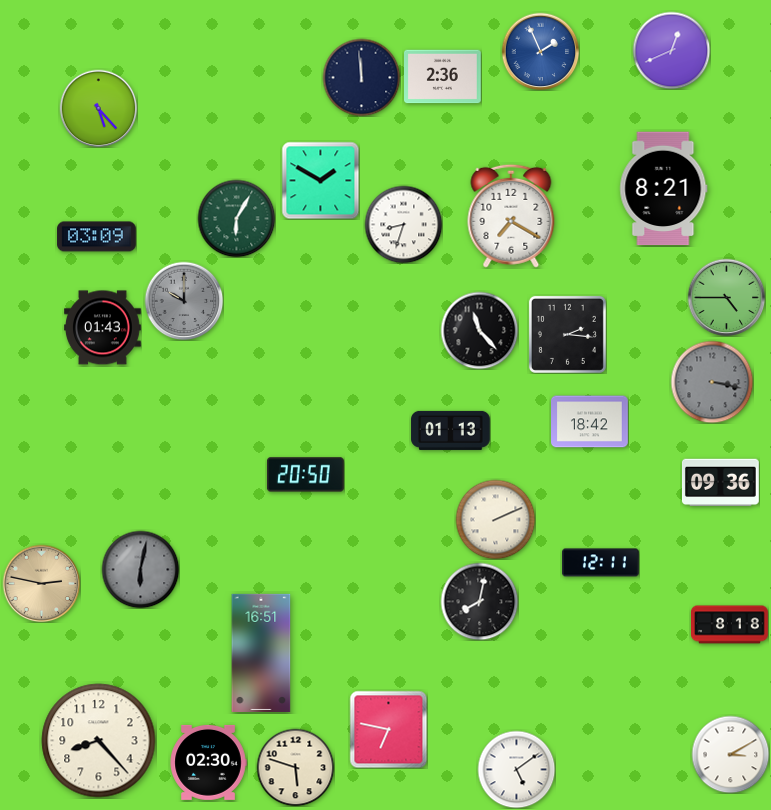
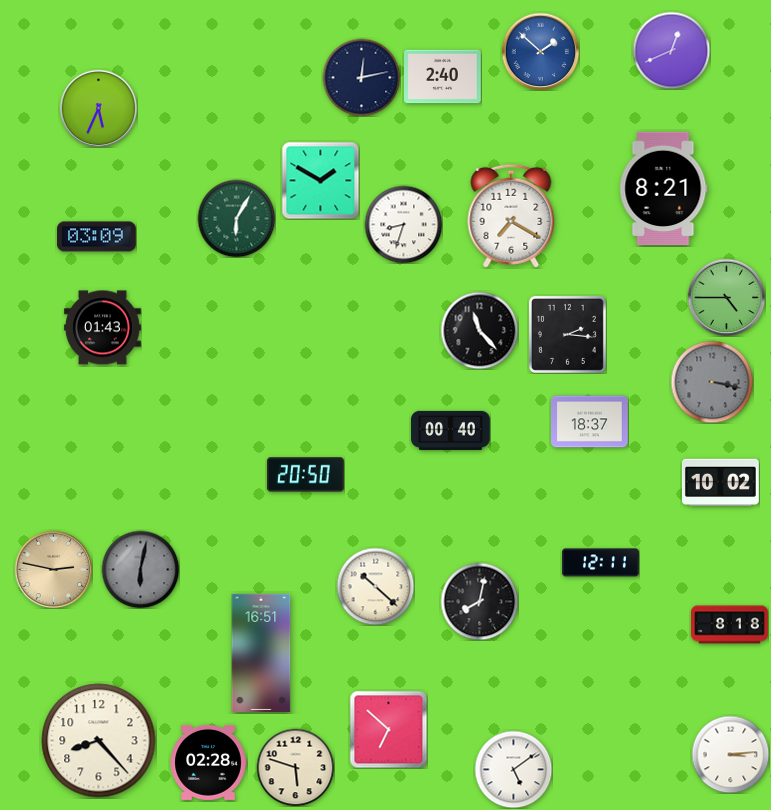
clock at (540, 51): 1:56 -> 1:52
clock at (361, 77): 11:59 -> 12:13
clock at (443, 77): 2:36 -> 2:40
clock at (98, 108): 5:23 -> 5:34
clock at (184, 301): 10:00 -> none
clock at (590, 422): 18:42 -> 18:37
clock at (451, 430): 01:13 -> 00:40
clock at (720, 483): 09:36 -> 10:02
clock at (495, 519): 2:11 -> none
clock at (41, 583) position: (41, 583) -> (53, 569)
clock at (375, 586): none -> 10:22
clock at (388, 729): 6:47 -> 6:52
clock at (730, 754): 3:10 -> 3:14
clock at (208, 762): 02:30 -> 02:28
clock at (516, 769) position: (516, 769) -> (513, 769)
